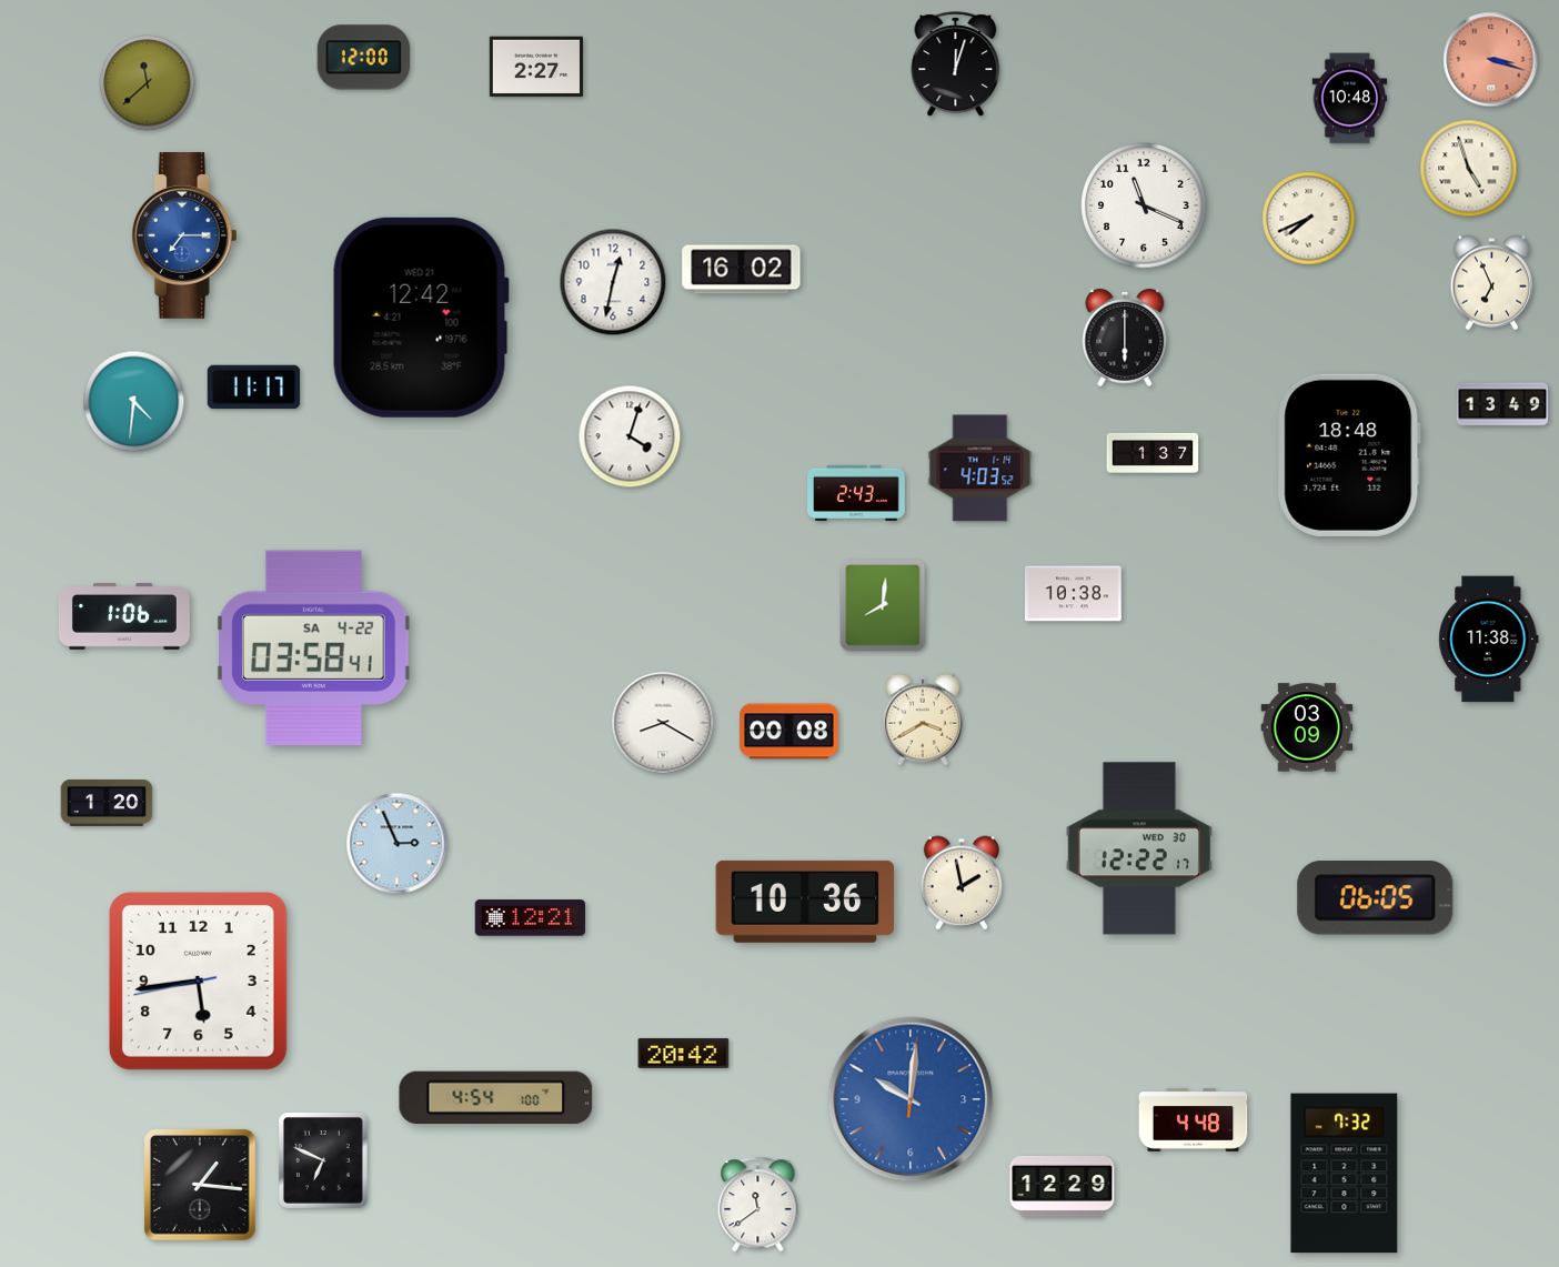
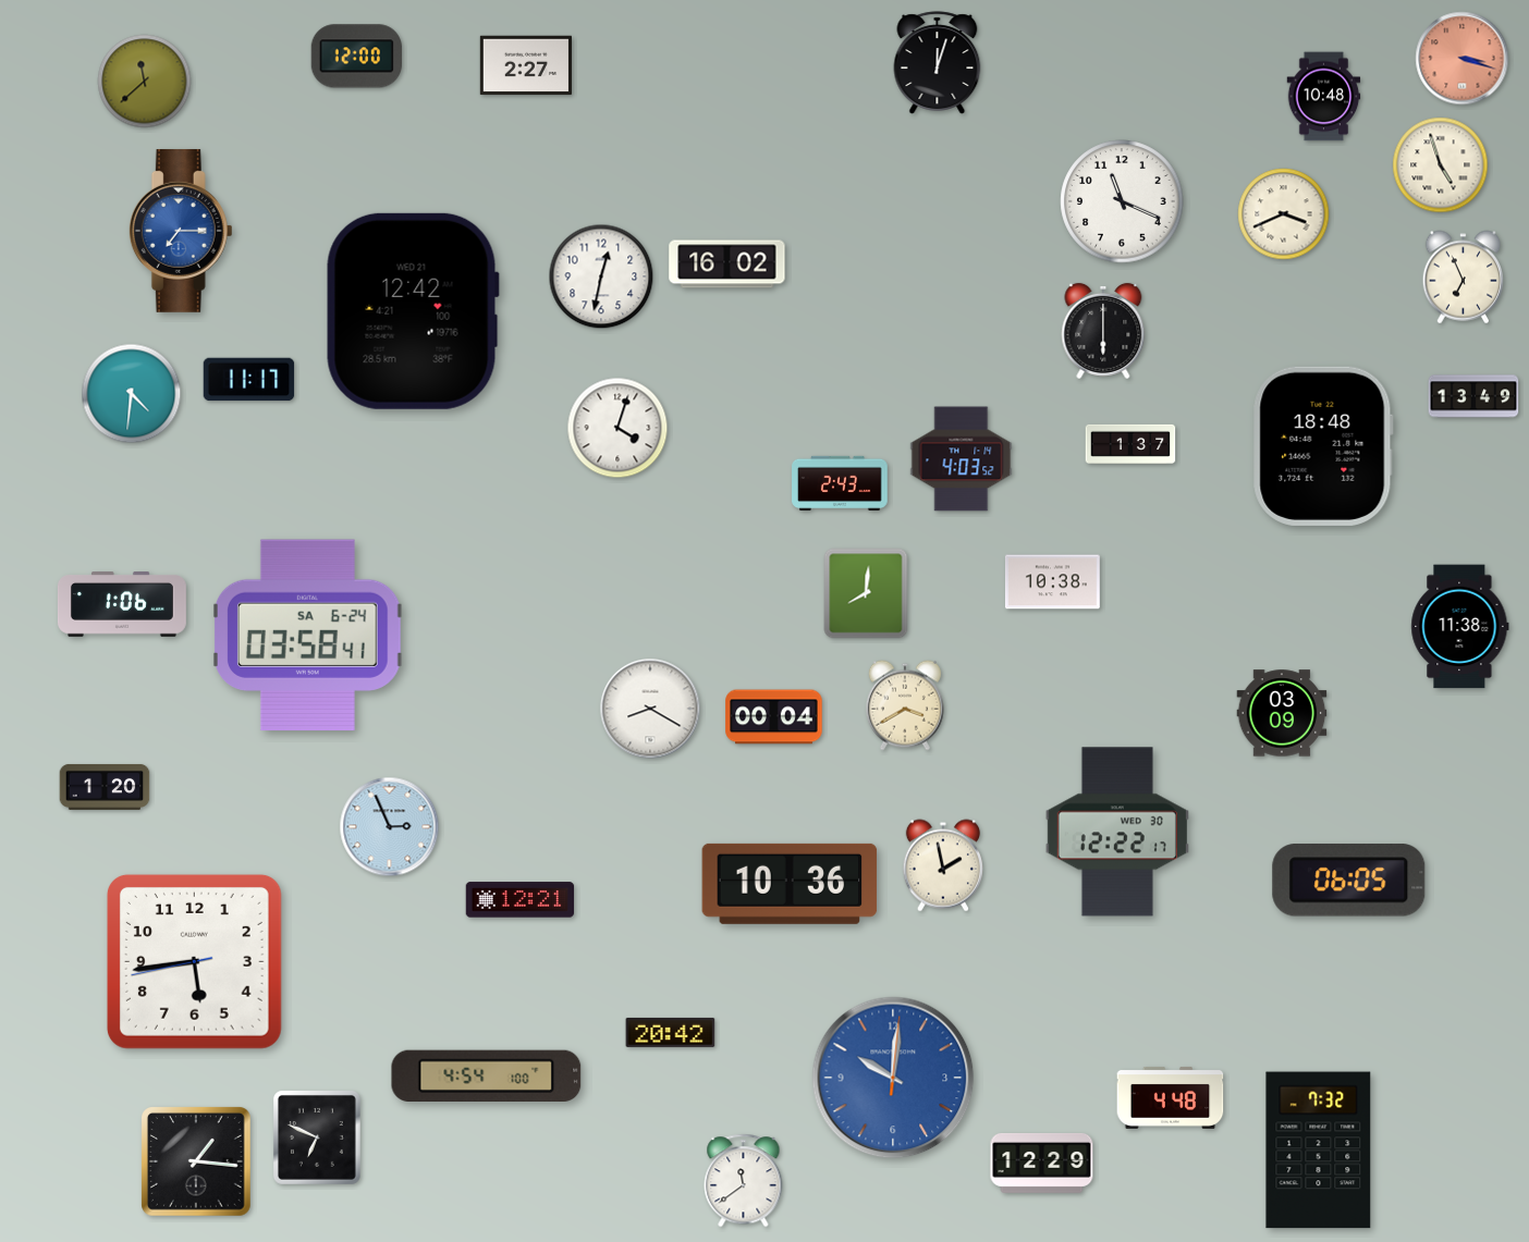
clock at (1309, 219): 7:41 -> 3:41
clock at (313, 648) date: SA 4-22 -> SA 6-24
clock at (789, 732): 00:08 -> 00:04
